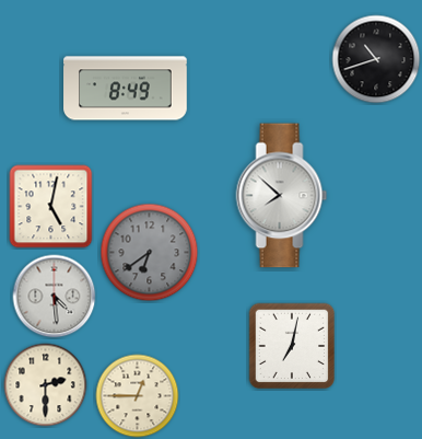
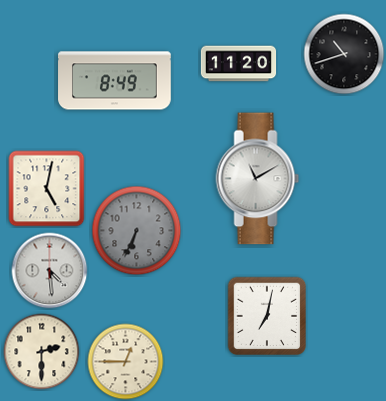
clock at (239, 64): none -> 11:20
clock at (282, 196): 7:52 -> 11:10
clock at (150, 253): 6:39 -> 6:34
